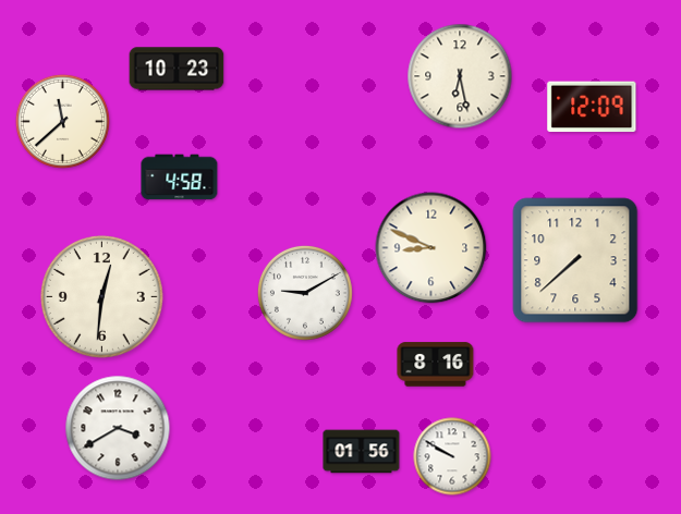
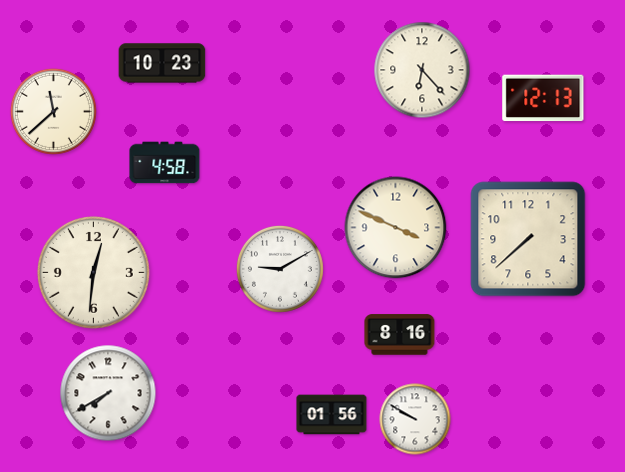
clock at (460, 76): 6:28 -> 6:23
clock at (592, 107): 12:09 -> 12:13
clock at (62, 121) position: (62, 121) -> (53, 111)
clock at (431, 248): 8:49 -> 3:49
clock at (118, 428): 3:40 -> 7:40
